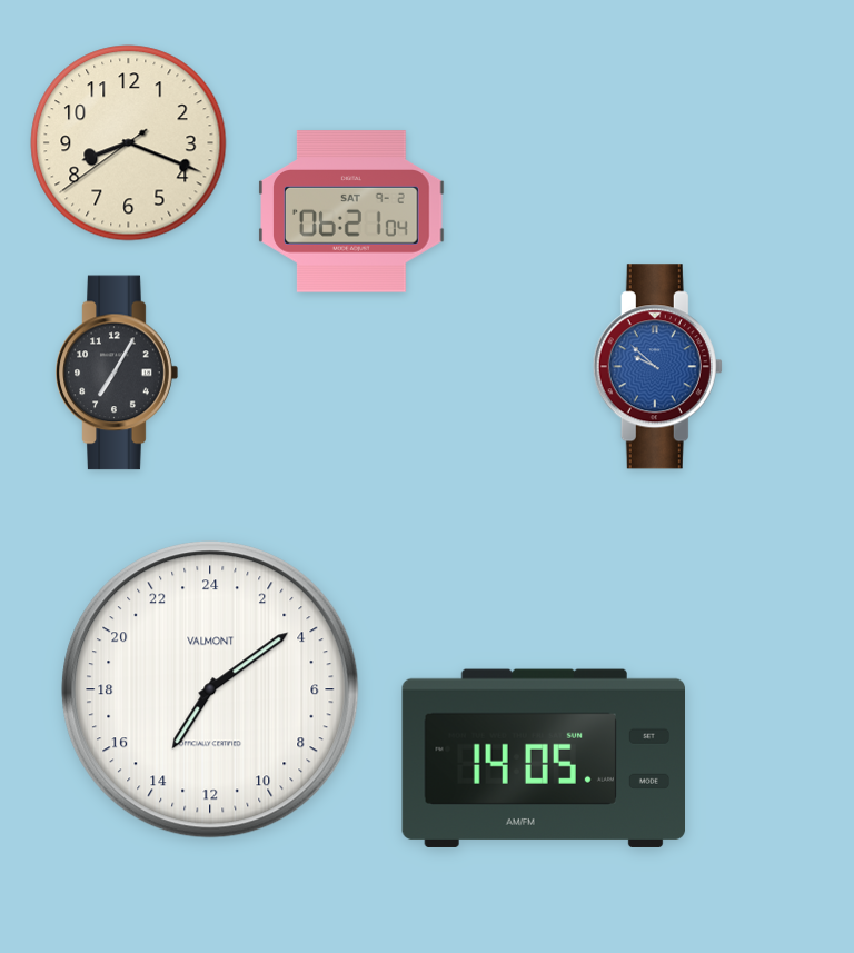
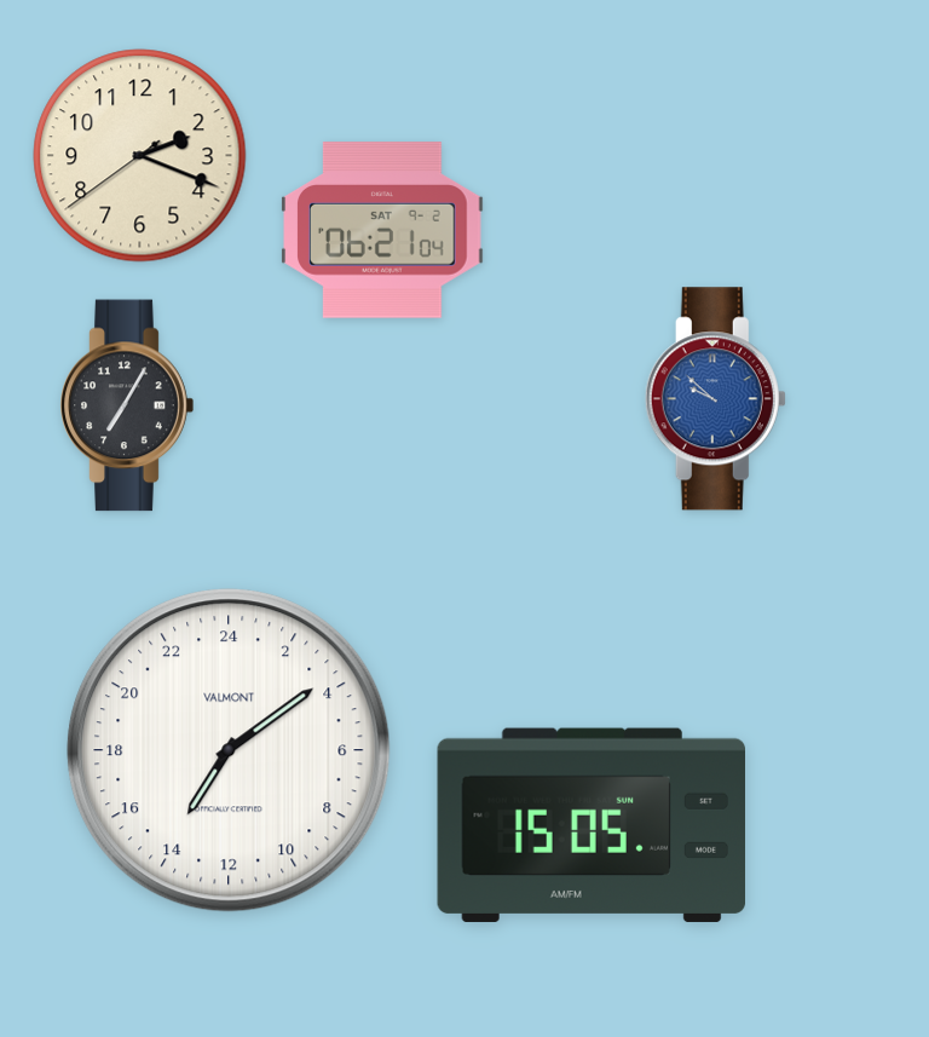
clock at (129, 143): 8:18 -> 2:18
clock at (543, 758): 14:05 -> 15:05
